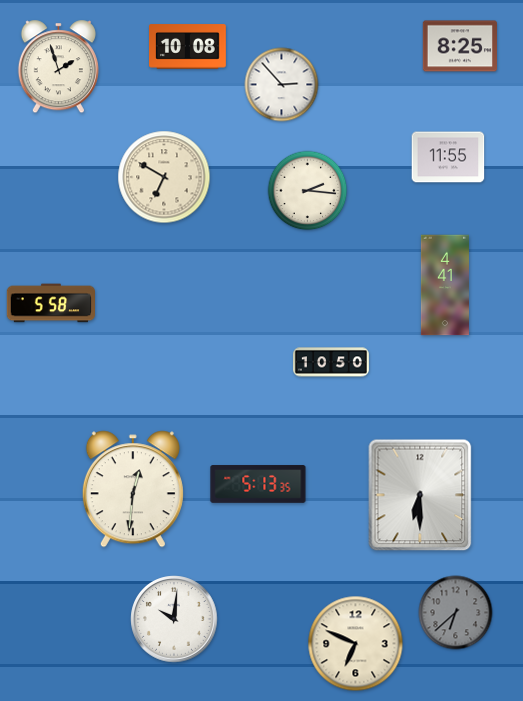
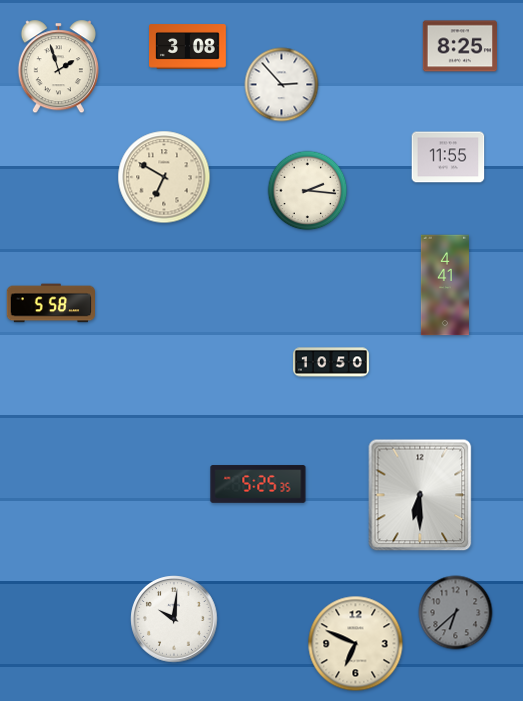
clock at (188, 47): 10:08 -> 3:08
clock at (258, 484): 5:13 -> 5:25
clock at (133, 489): 12:31 -> none
